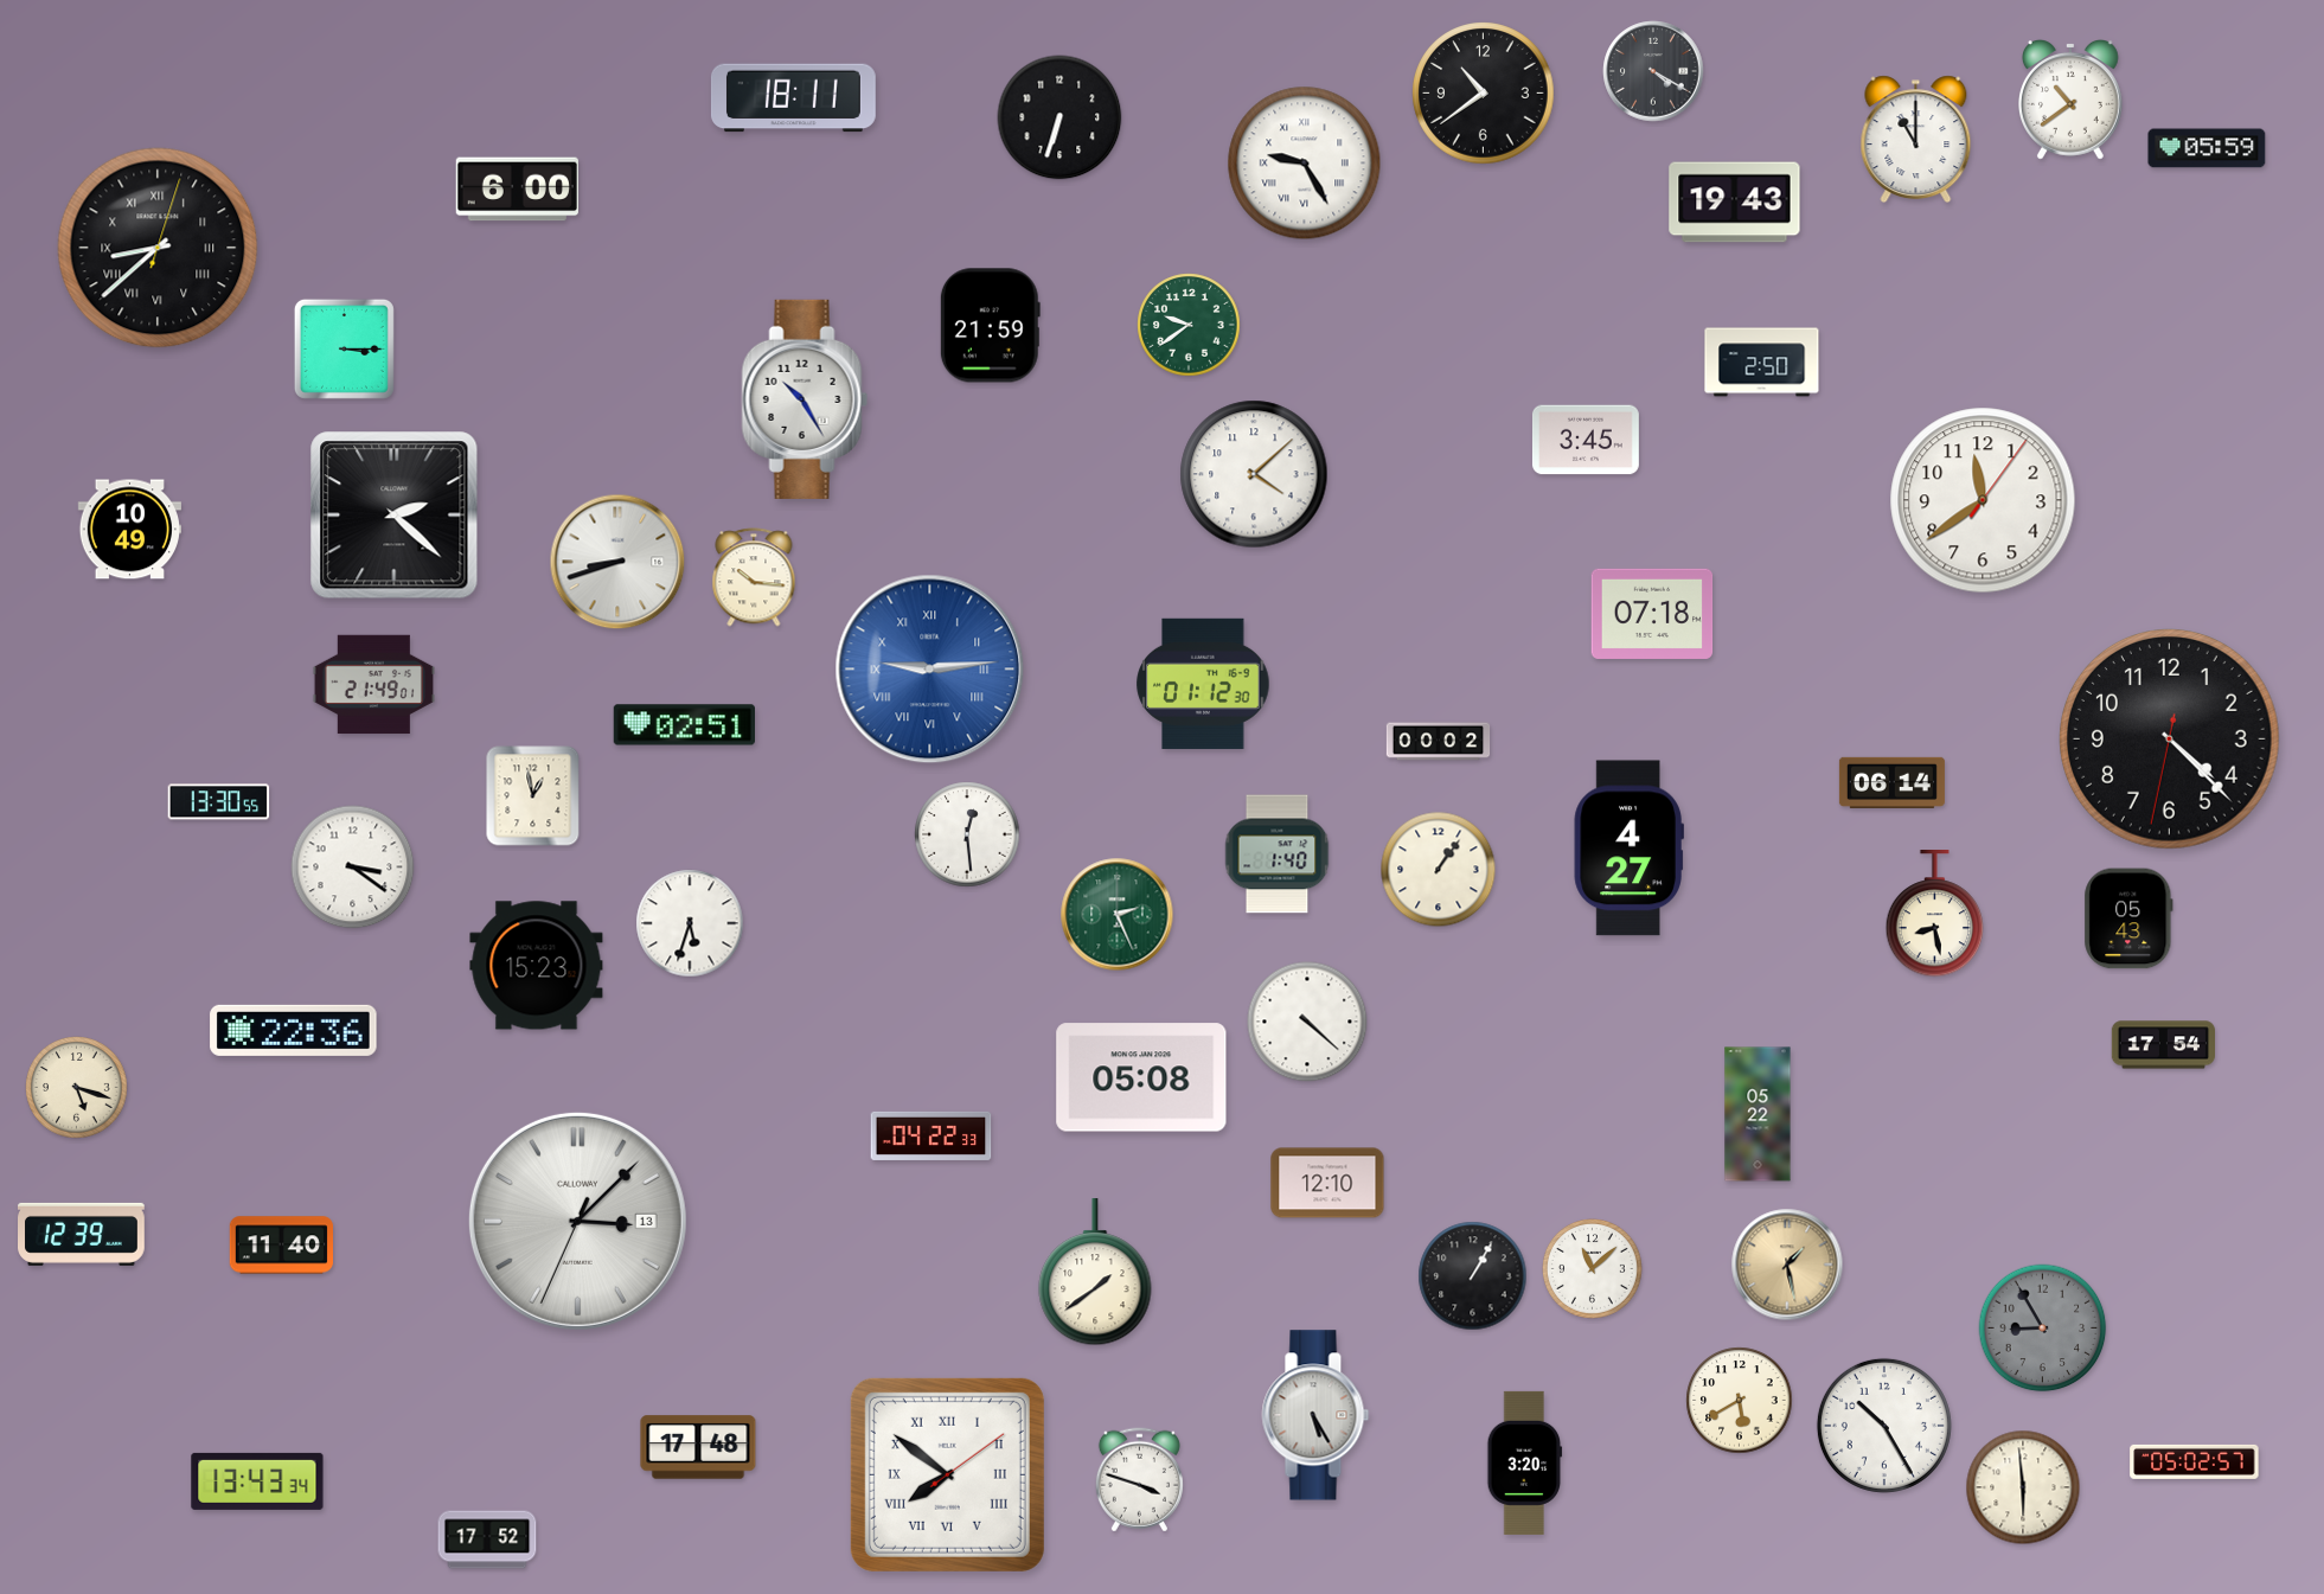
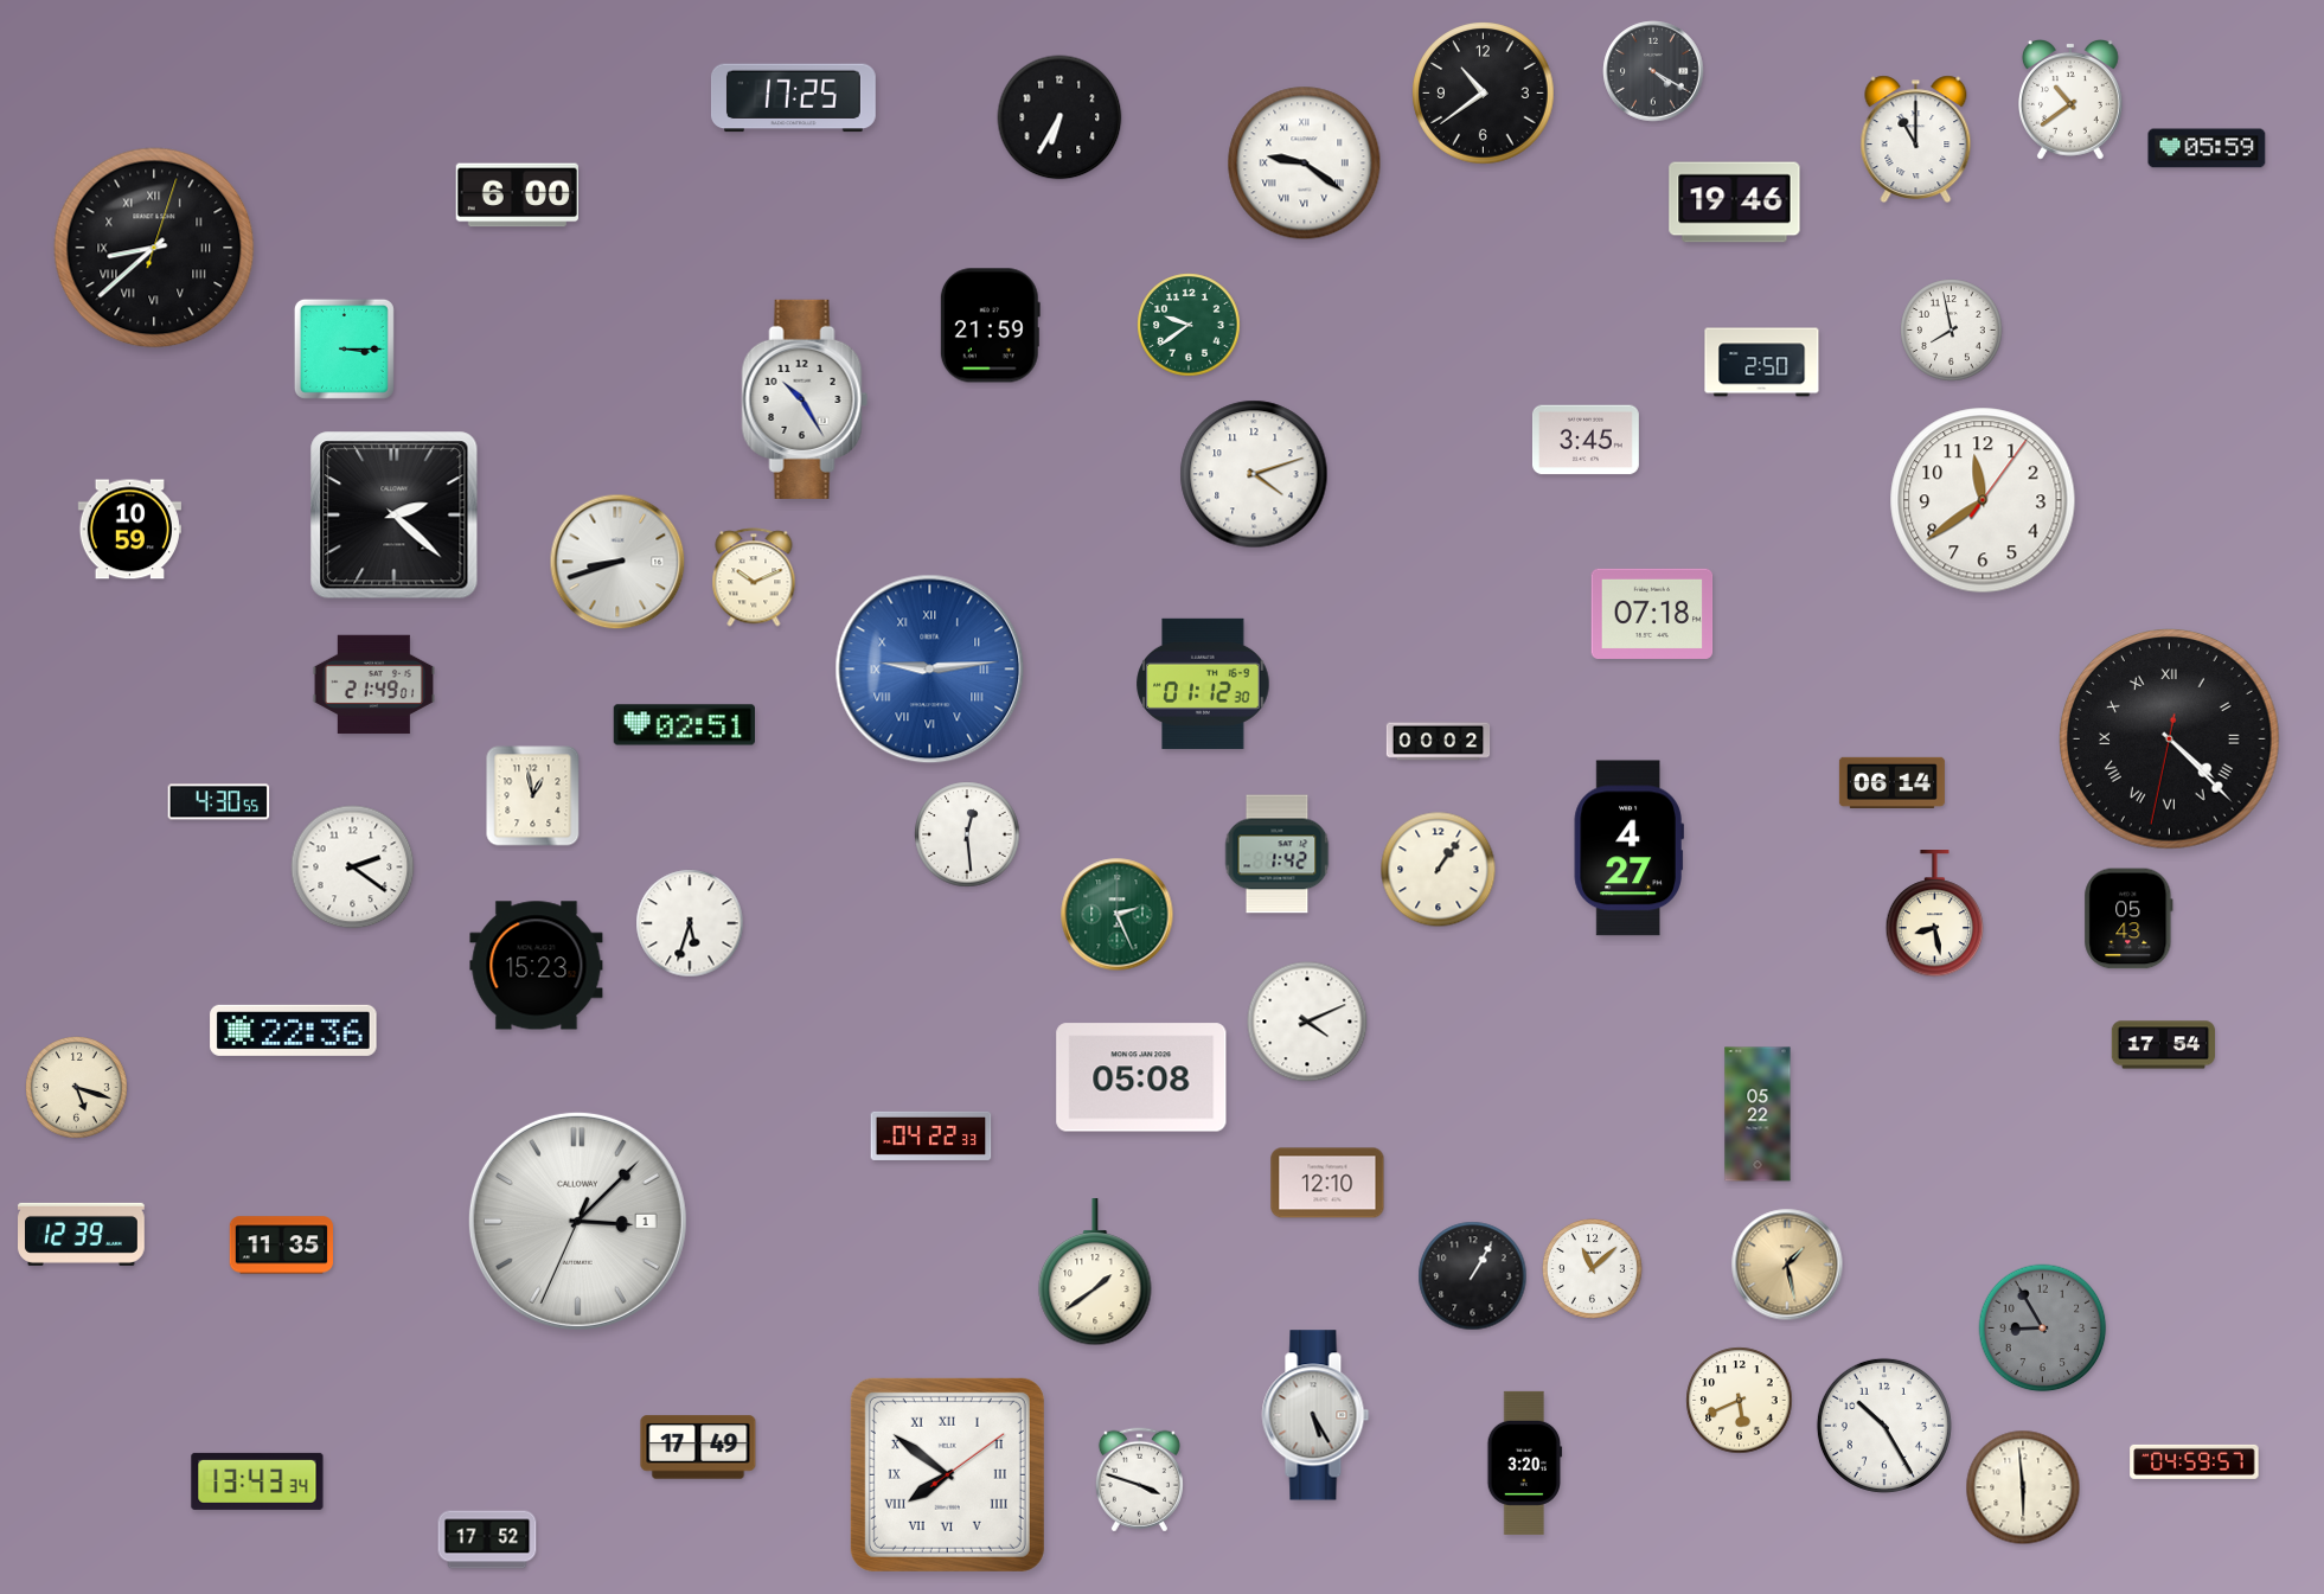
clock at (793, 98): 18:11 -> 17:25
clock at (1059, 117): 6:33 -> 6:35
clock at (1305, 164): 9:25 -> 9:21
clock at (517, 190) position: (517, 190) -> (517, 196)
clock at (1735, 203): 19:43 -> 19:46
clock at (158, 248) position: (158, 248) -> (154, 248)
clock at (1952, 331): none -> 7:58
clock at (1254, 474): 4:08 -> 4:12
clock at (129, 530): 10:49 -> 10:59
clock at (754, 577): 10:16 -> 10:11
clock at (2170, 740) numerals: Arabic -> Roman
clock at (219, 802): 13:30 -> 4:30
clock at (1278, 854): 1:40 -> 1:42
clock at (353, 868): 3:21 -> 2:21
clock at (1307, 1022): 4:22 -> 4:11
clock at (577, 1221) date: 13 -> 1
clock at (281, 1246): 11:40 -> 11:35
clock at (1740, 1401): 5:40 -> 5:41
clock at (698, 1447): 17:48 -> 17:49
clock at (2195, 1461): 05:02 -> 04:59
